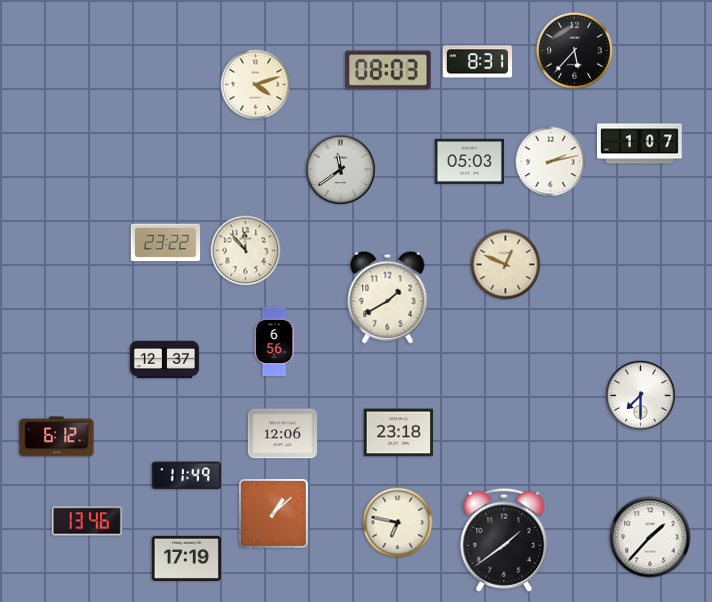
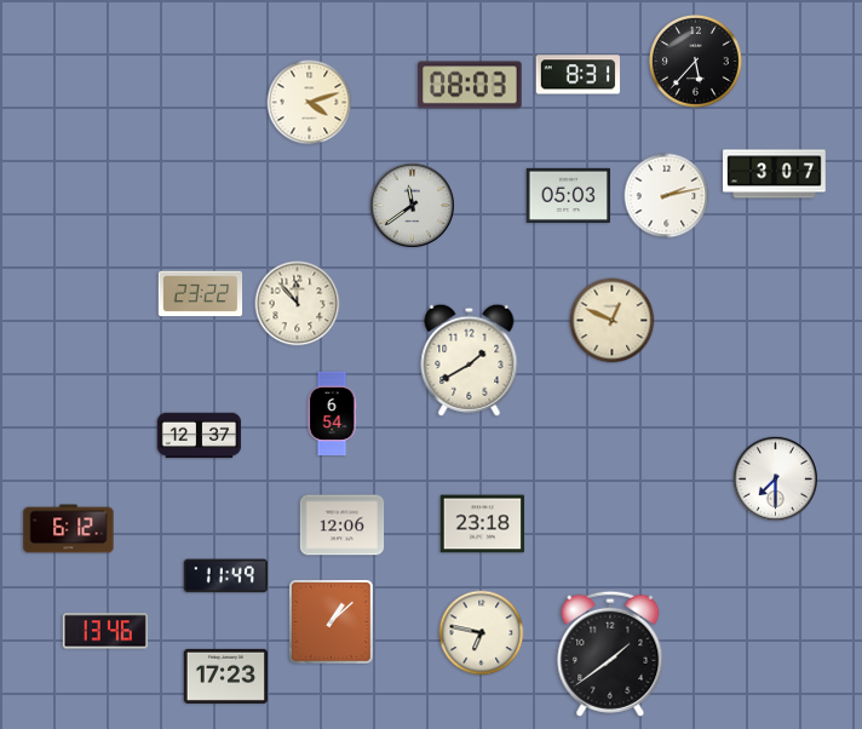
clock at (640, 144): 1:07 -> 3:07
clock at (274, 342): 6:56 -> 6:54
clock at (650, 537): 1:37 -> none
clock at (187, 558): 17:19 -> 17:23
